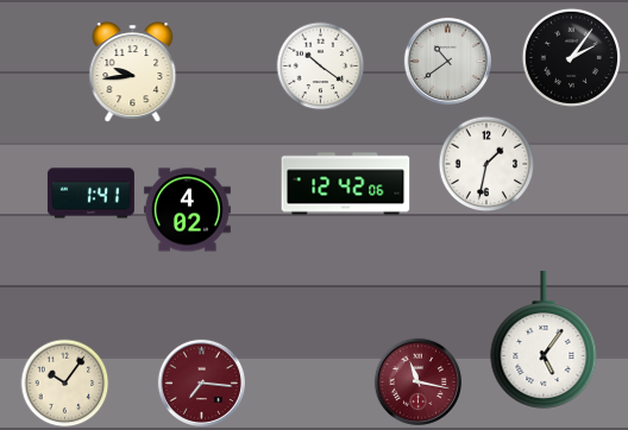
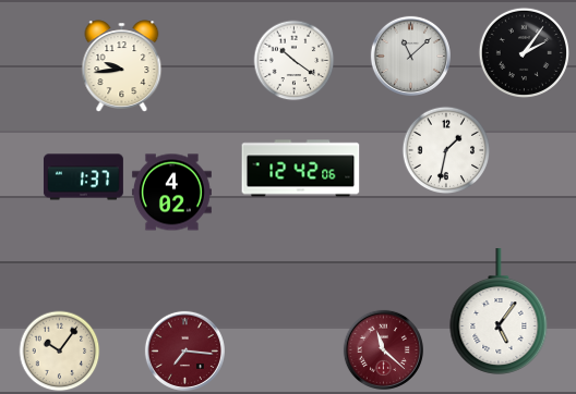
clock at (447, 61): 10:39 -> 11:08
clock at (346, 184) position: (346, 184) -> (301, 169)
clock at (90, 194): 1:41 -> 1:37
clock at (417, 381): 11:17 -> 11:22
